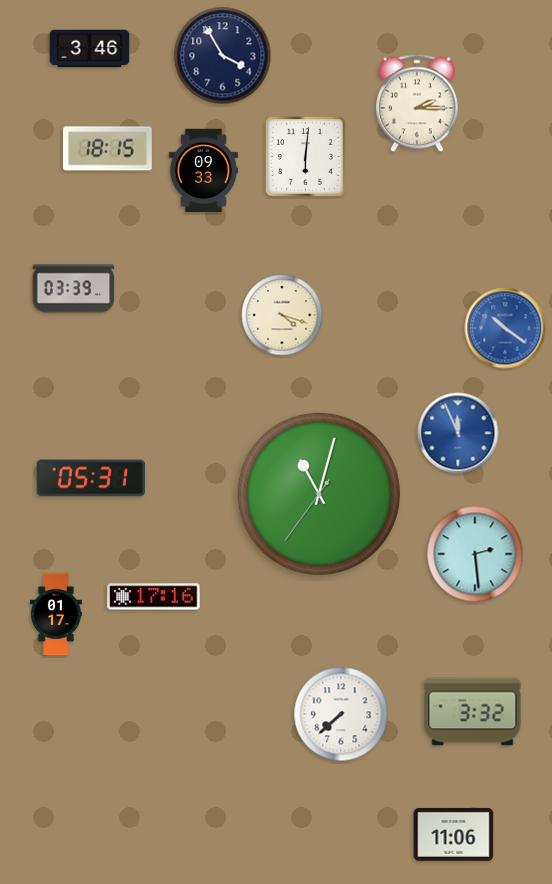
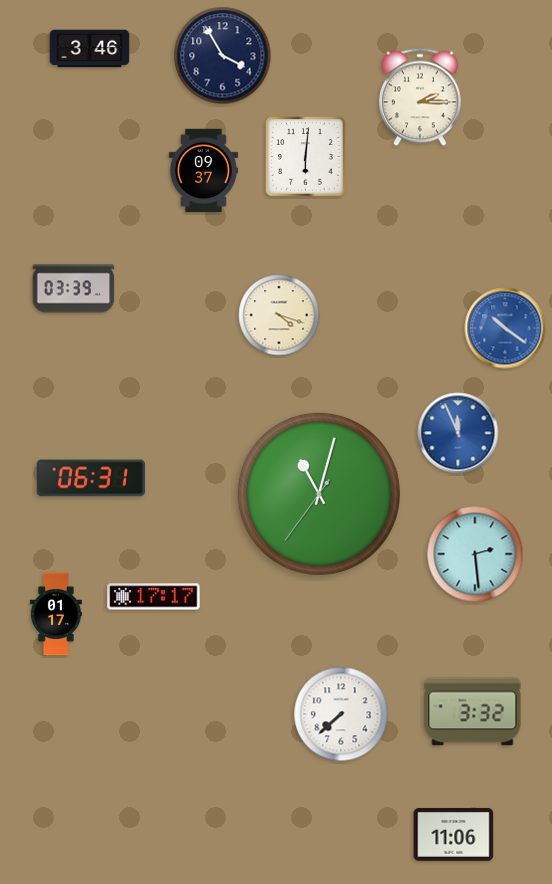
clock at (417, 103) position: (417, 103) -> (420, 97)
clock at (108, 149): 18:15 -> none
clock at (203, 171): 09:33 -> 09:37
clock at (282, 315) position: (282, 315) -> (279, 315)
clock at (90, 478): 05:31 -> 06:31
clock at (154, 597): 17:16 -> 17:17
